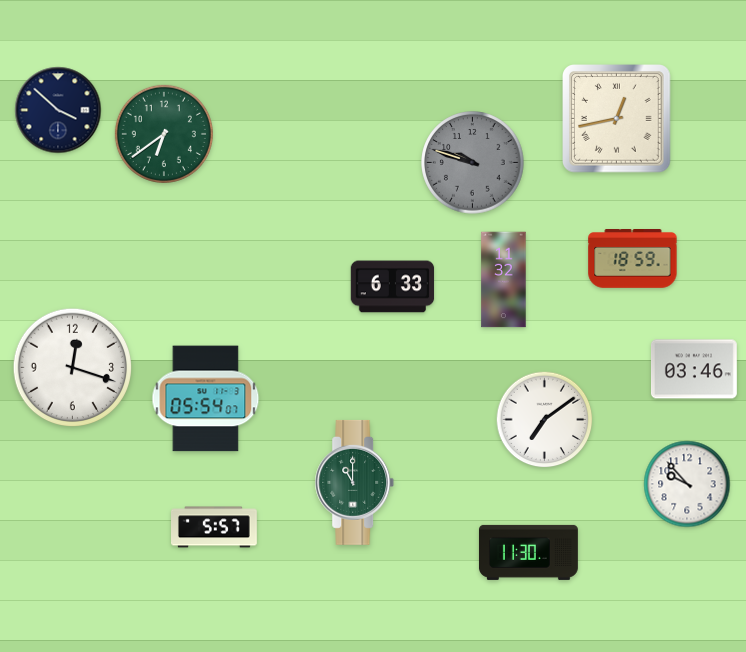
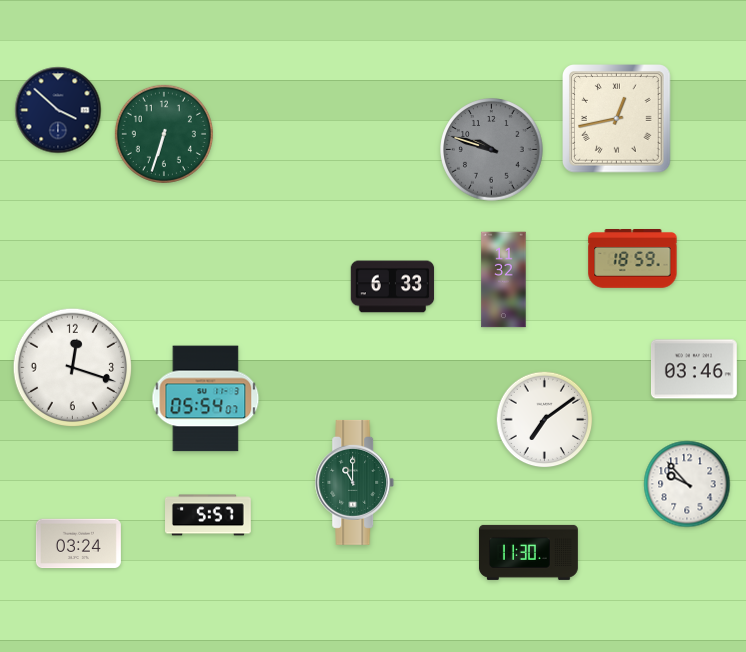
clock at (164, 134): 6:39 -> 6:33
clock at (473, 163) position: (473, 163) -> (492, 150)
clock at (215, 527) position: (215, 527) -> (209, 515)
clock at (78, 544): none -> 03:24
